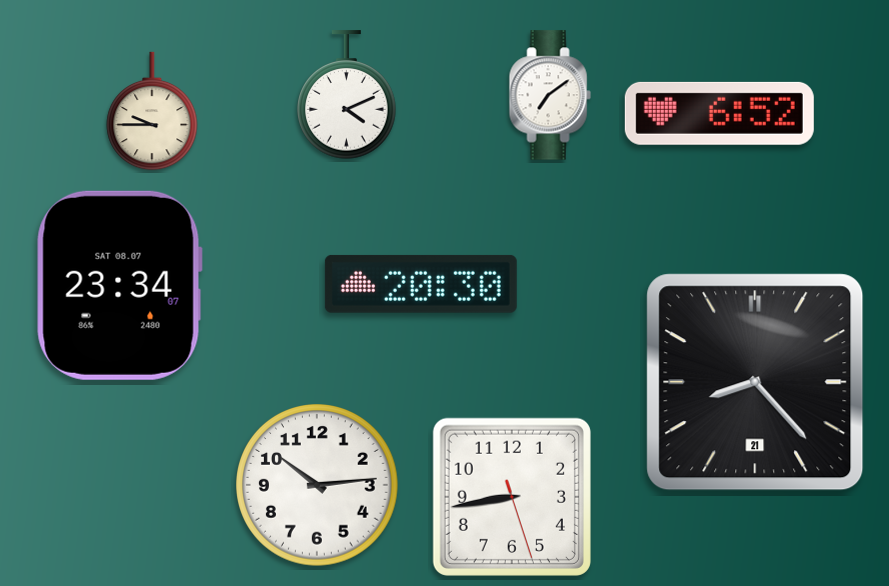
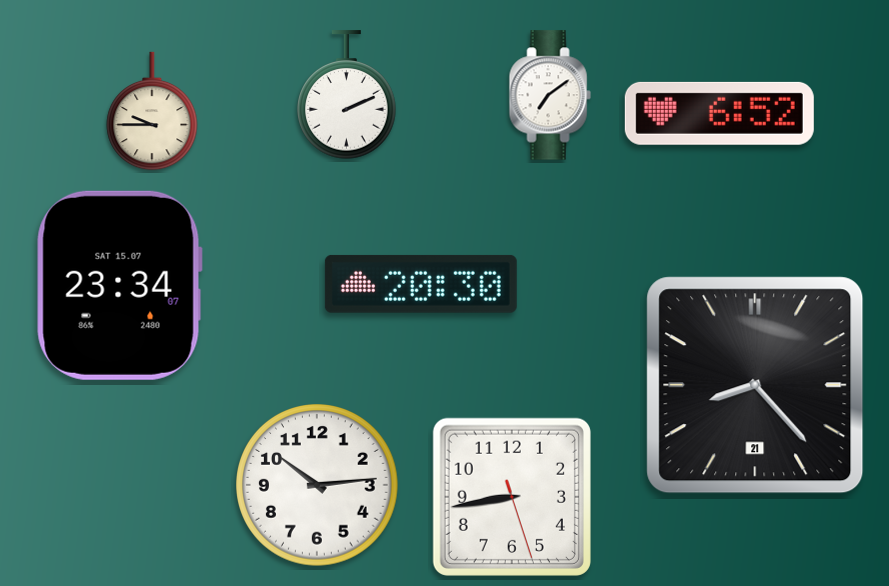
clock at (347, 95): 4:11 -> 2:11
clock at (119, 285) date: SAT 08.07 -> SAT 15.07
clock at (755, 382) position: (755, 382) -> (755, 385)
